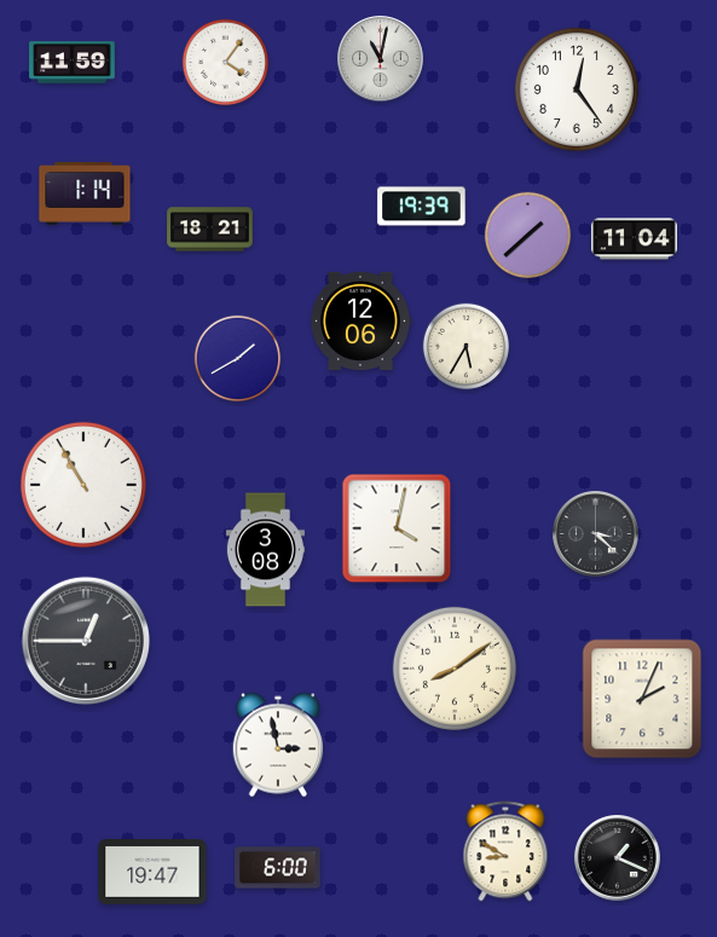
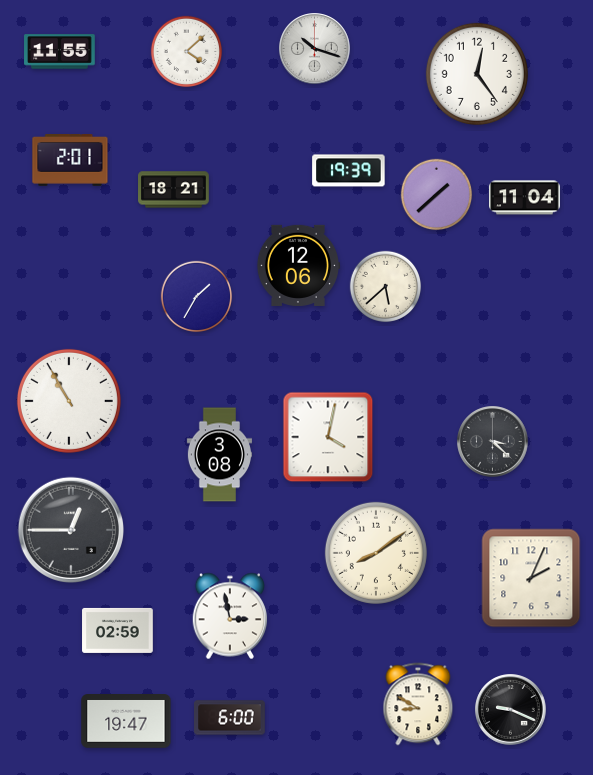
clock at (381, 59): 11:02 -> 10:18
clock at (73, 63): 11:59 -> 11:55
clock at (226, 63): 4:06 -> 4:08
clock at (85, 195): 1:14 -> 2:01
clock at (467, 347): 5:35 -> 5:38
clock at (238, 359): 1:40 -> 1:35
clock at (118, 630): none -> 02:59
clock at (618, 858): 1:19 -> 9:19
